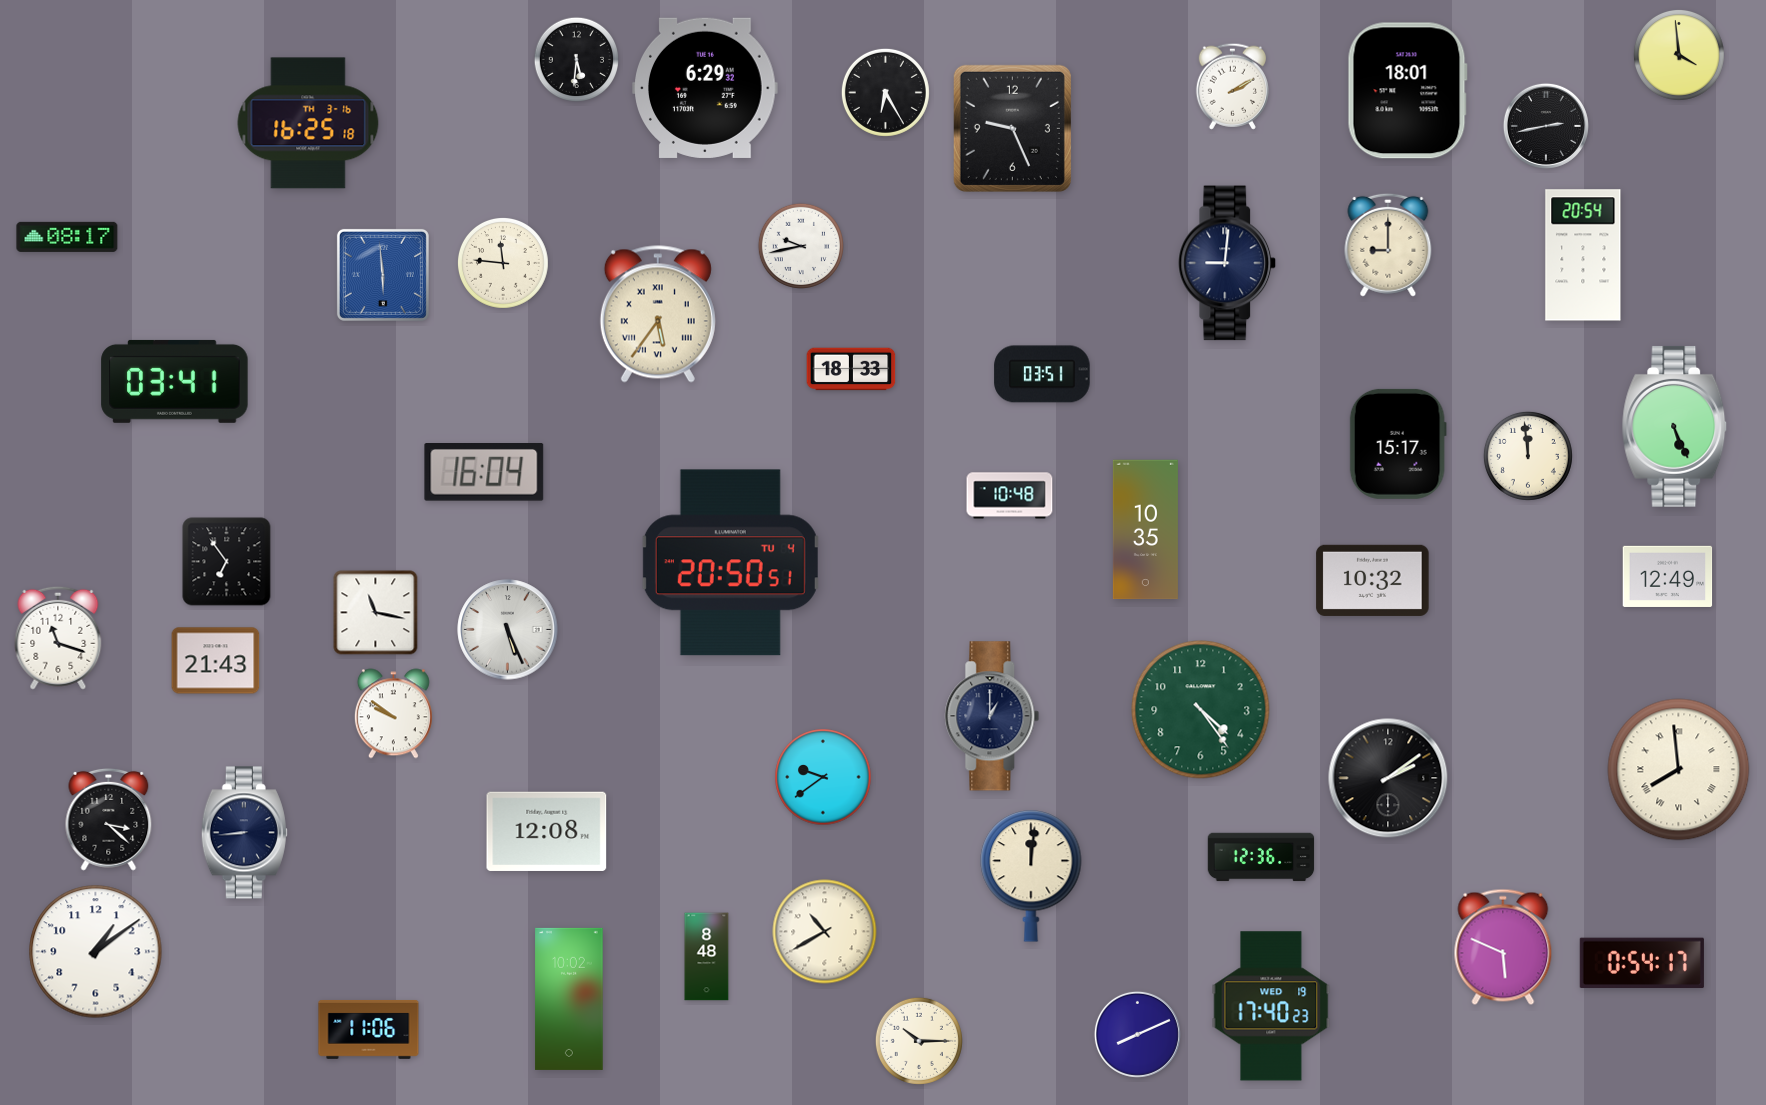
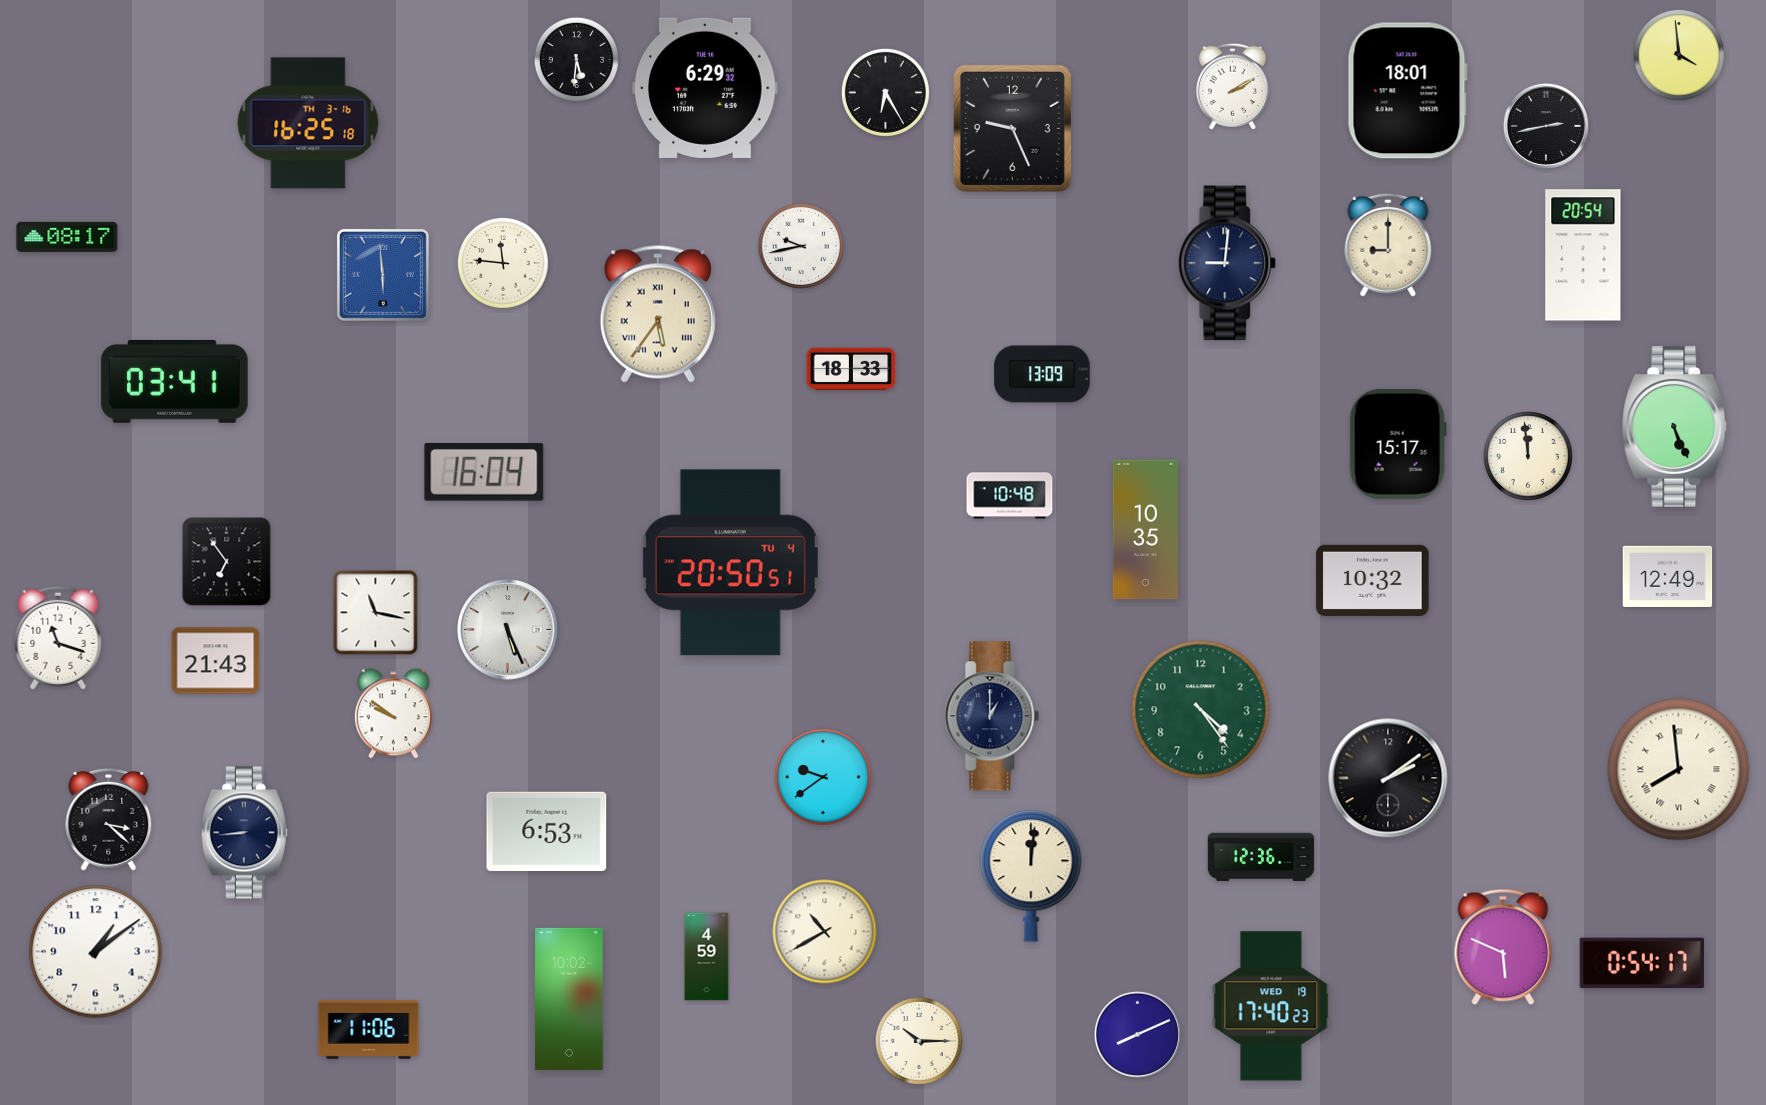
clock at (1042, 374): 03:51 -> 13:09
clock at (547, 831): 12:08 -> 6:53
clock at (707, 957): 8:48 -> 4:59
